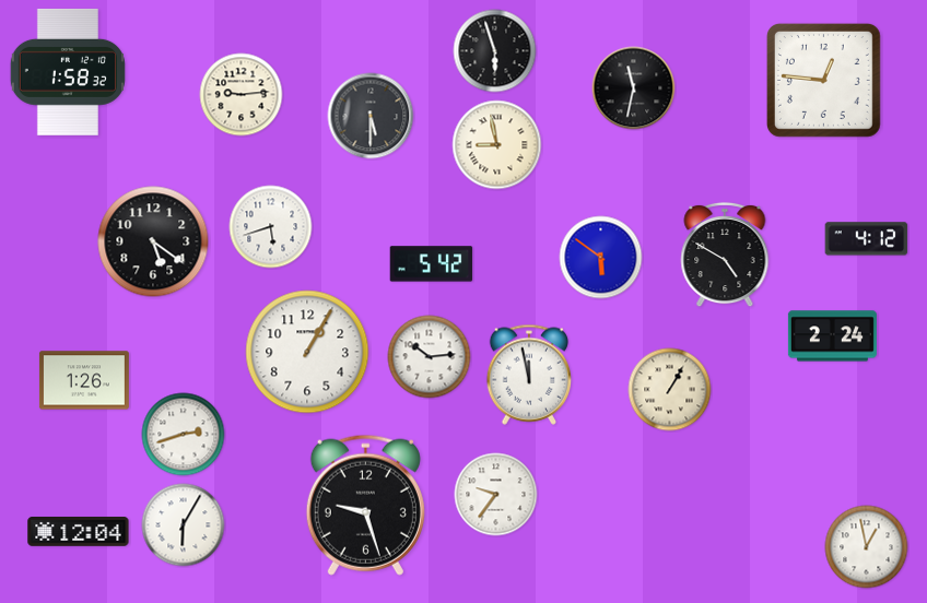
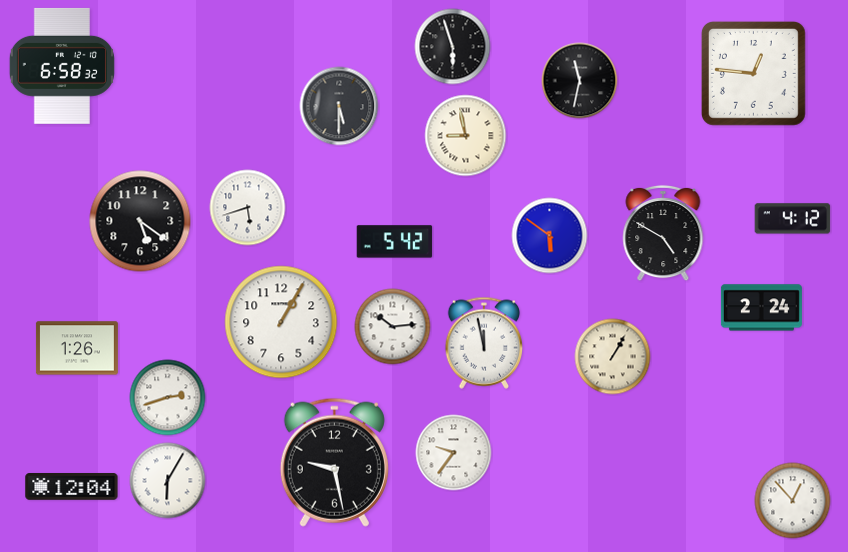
clock at (68, 72): 1:58 -> 6:58
clock at (242, 95): 9:14 -> none
clock at (497, 145) position: (497, 145) -> (466, 136)
clock at (365, 505): 9:27 -> 9:28
clock at (867, 547): 12:58 -> 12:53
